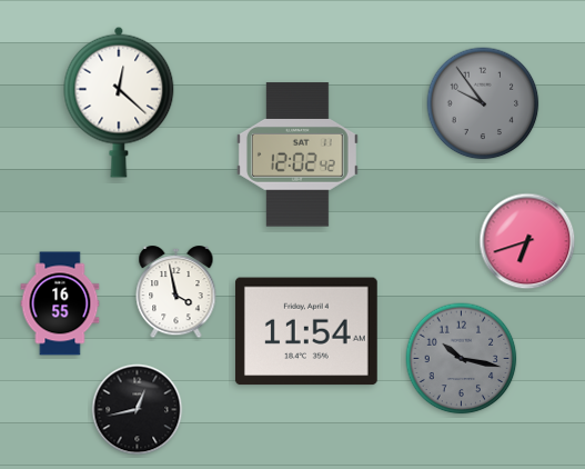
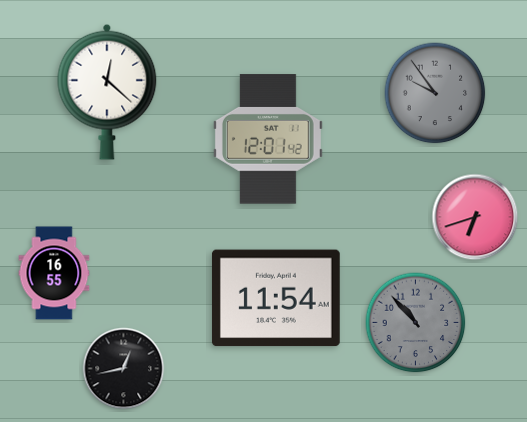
clock at (297, 154): 12:02 -> 12:01
clock at (176, 293): 3:58 -> none
clock at (462, 359): 10:17 -> 10:53
